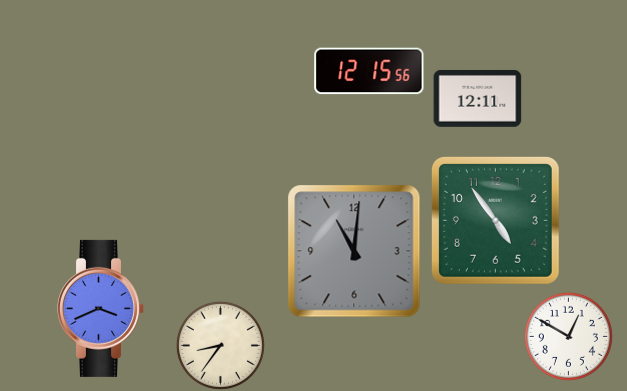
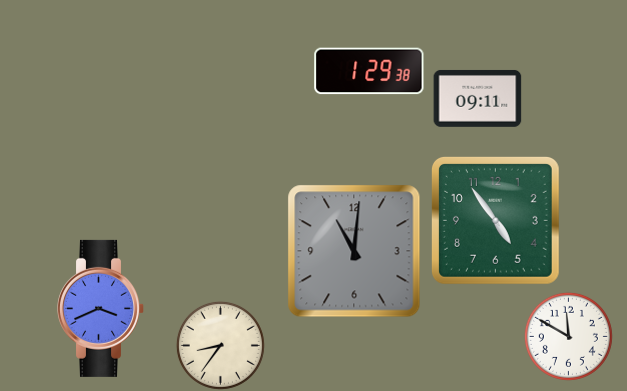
clock at (369, 71): 12:15 -> 1:29
clock at (478, 98): 12:11 -> 09:11
clock at (568, 336): 12:50 -> 11:50
